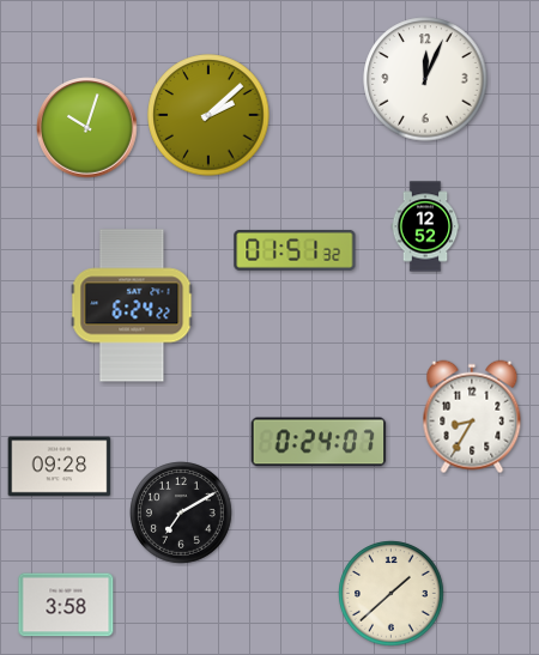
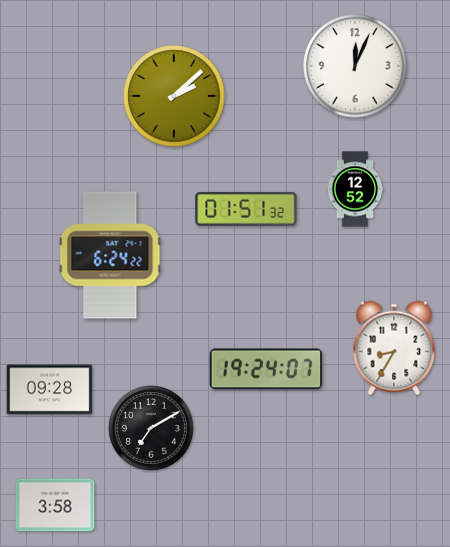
clock at (87, 128): 10:03 -> none
clock at (319, 442): 0:24 -> 19:24
clock at (392, 594): 1:38 -> none
